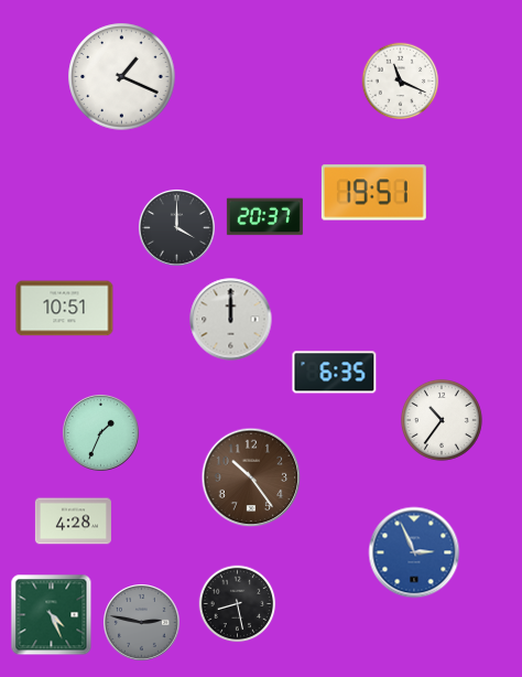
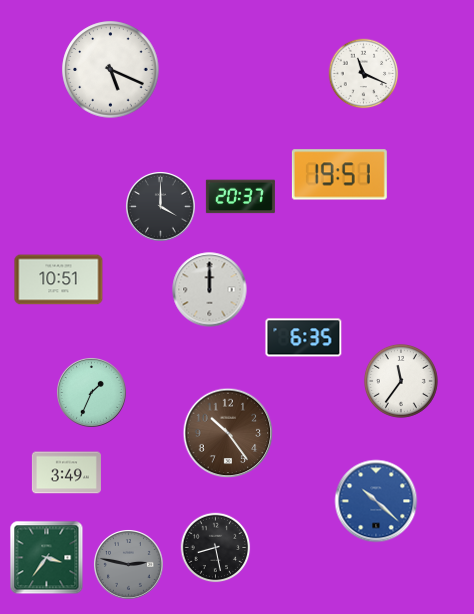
clock at (122, 77): 1:19 -> 5:19
clock at (442, 420): 10:36 -> 11:36
clock at (73, 522): 4:28 -> 3:49
clock at (414, 552): 2:56 -> 10:22
clock at (52, 615): 4:26 -> 3:36
